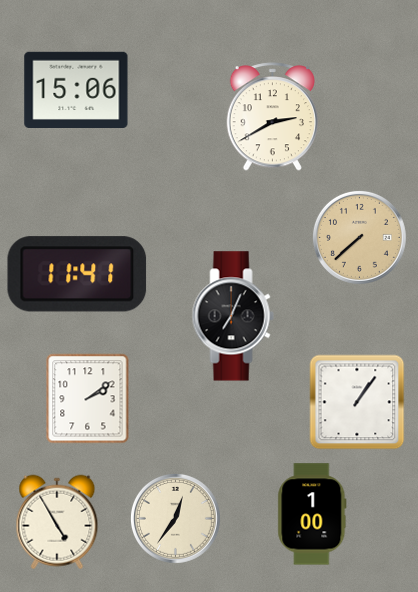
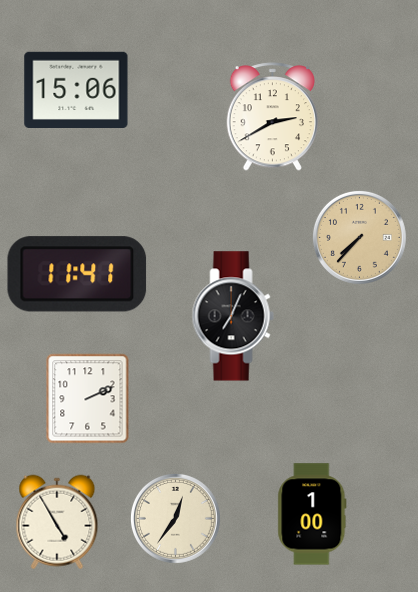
clock at (359, 237): 7:38 -> 7:37
clock at (88, 399): 2:09 -> 2:11
clock at (357, 402): 1:06 -> none
